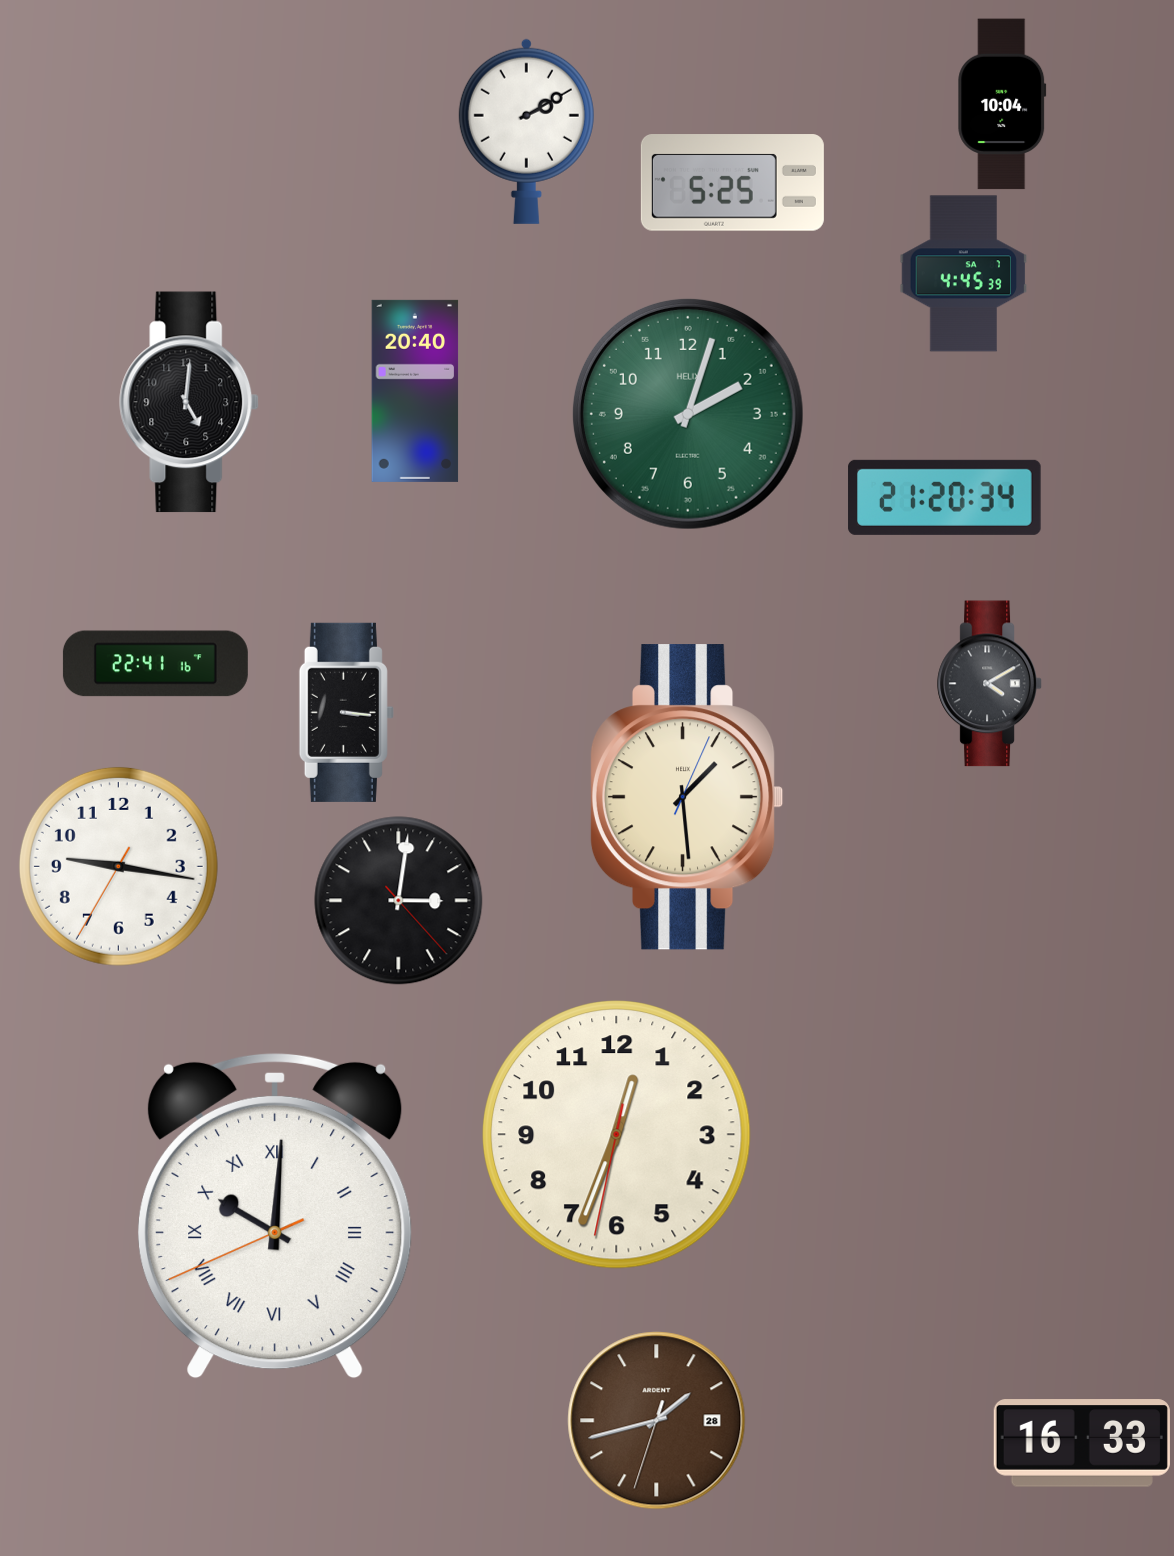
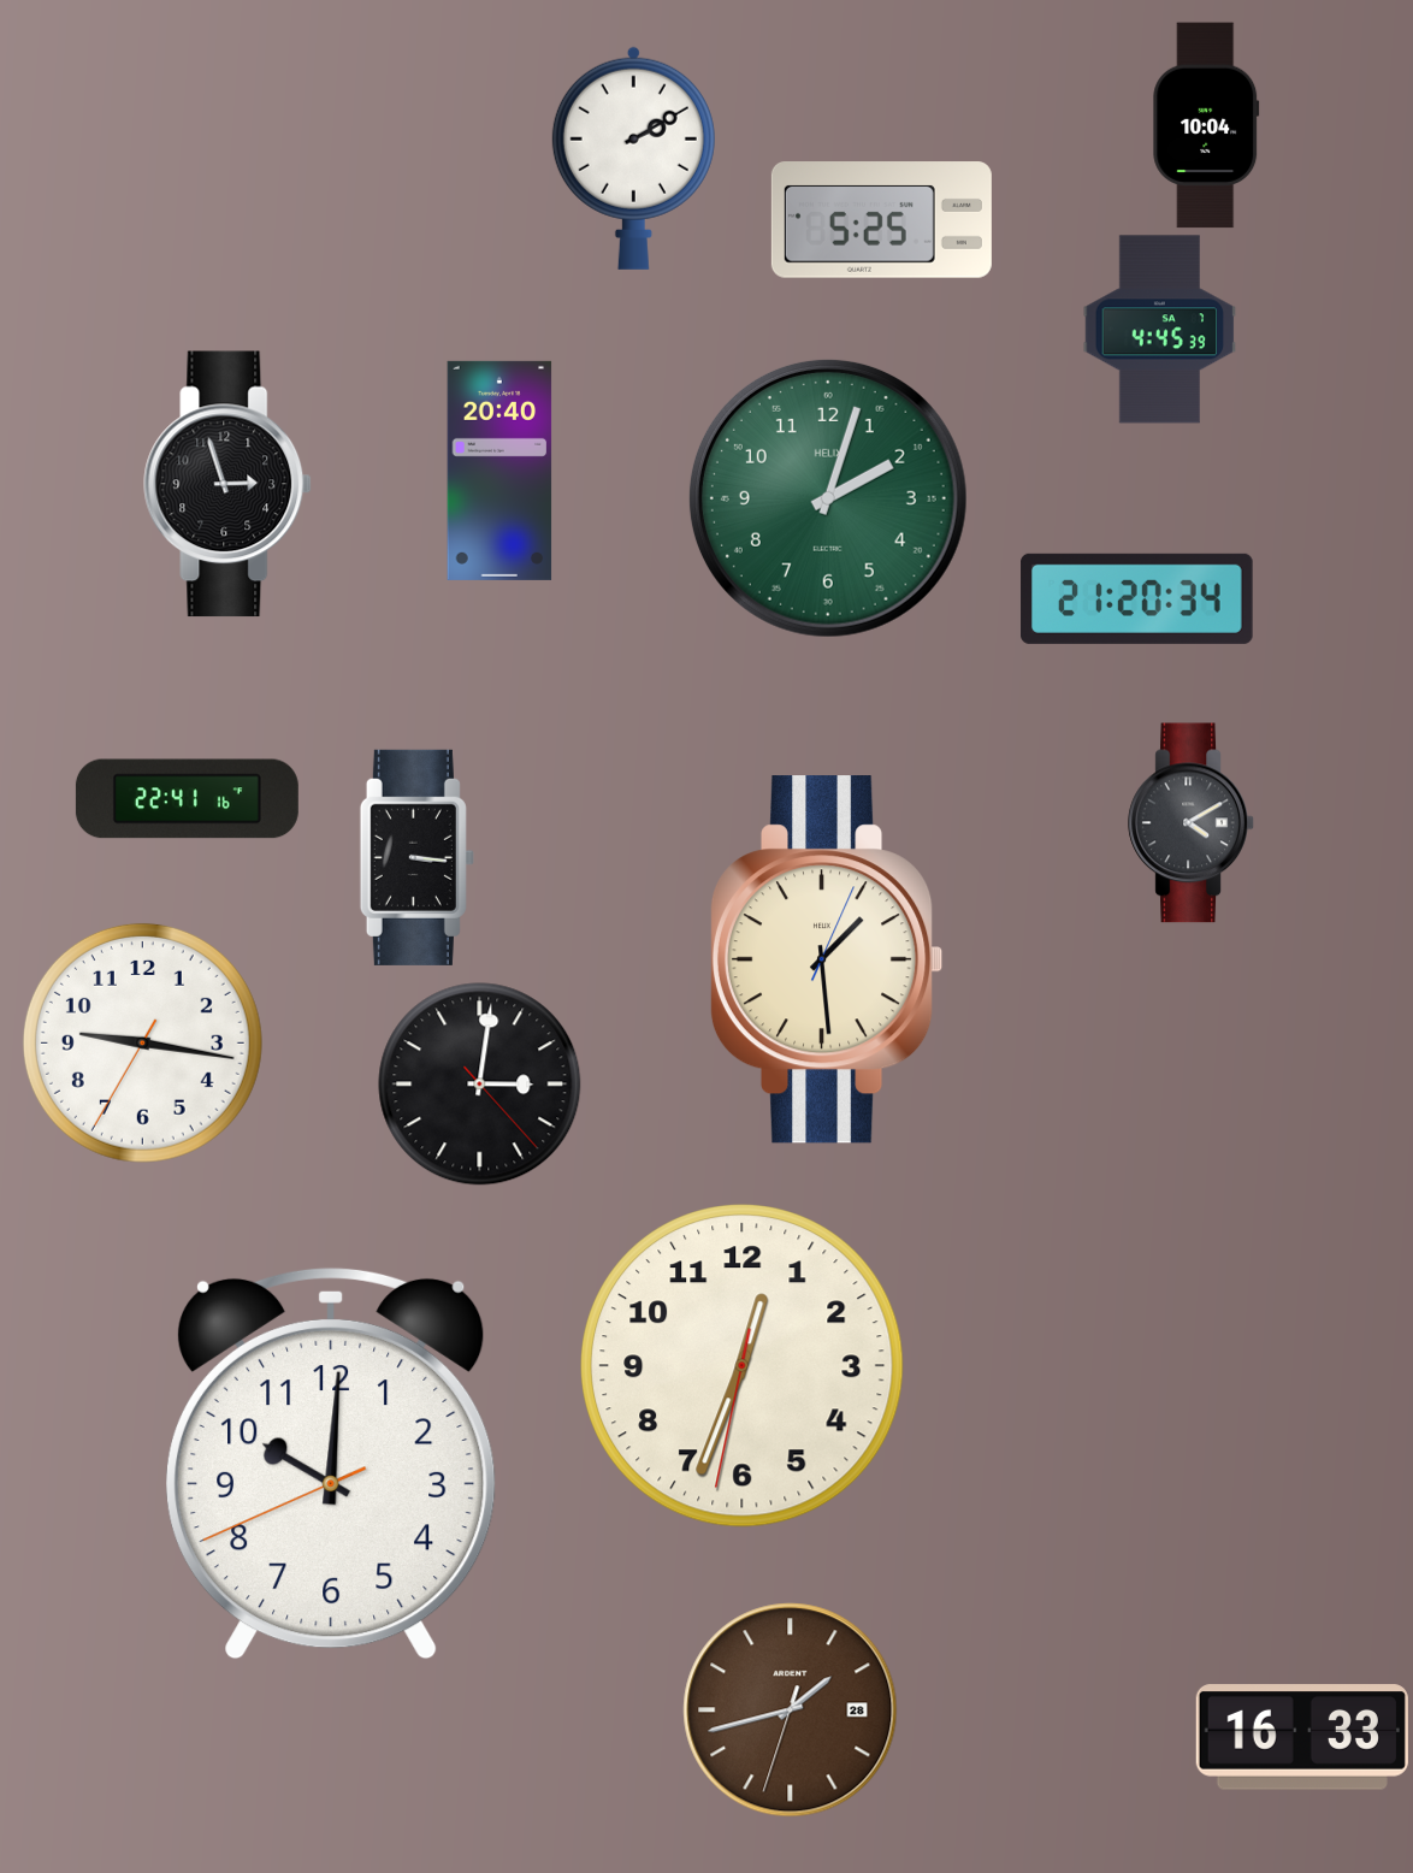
clock at (190, 402): 5:01 -> 2:57
clock at (275, 1216) numerals: Roman -> Arabic
